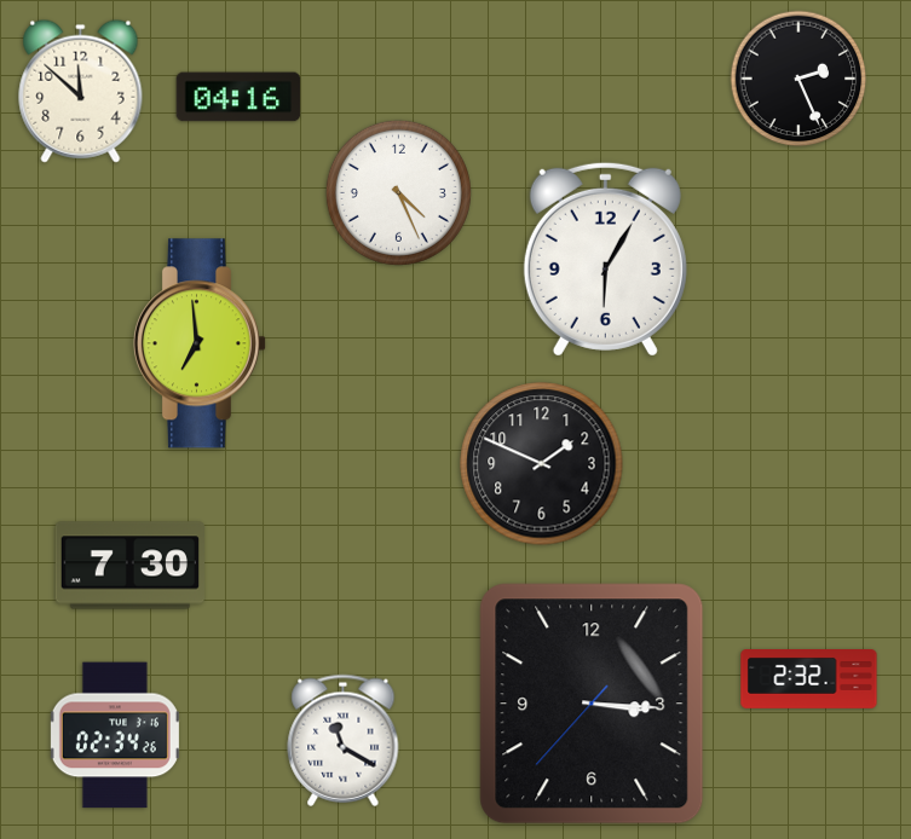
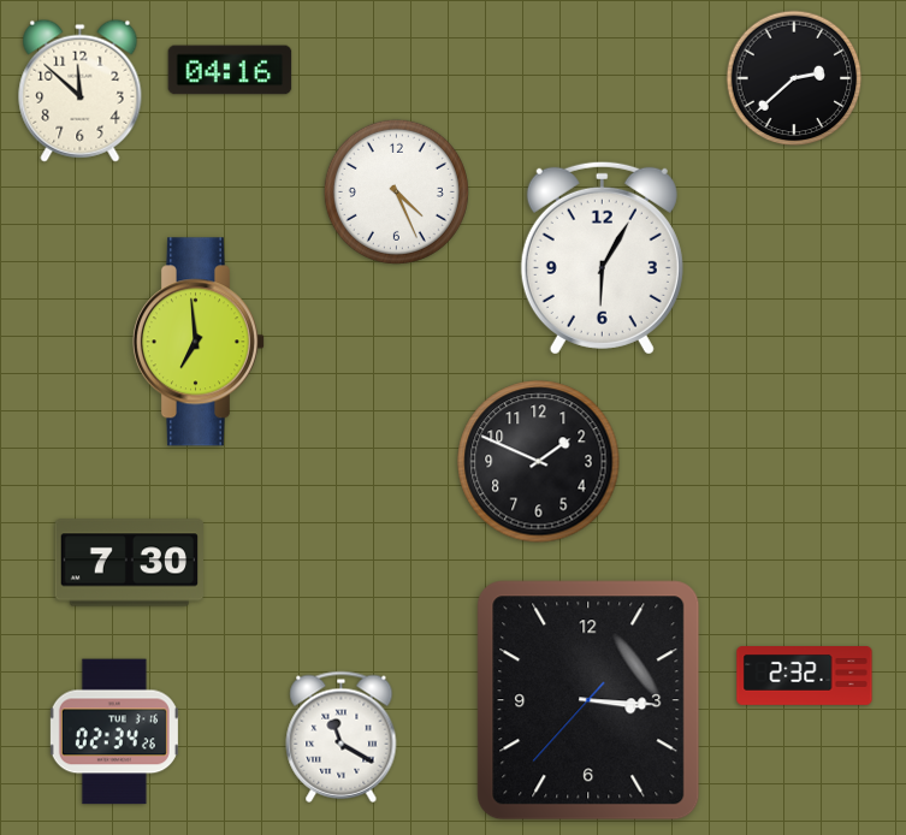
clock at (798, 79): 2:26 -> 2:38
clock at (238, 97) position: (238, 97) -> (230, 70)
